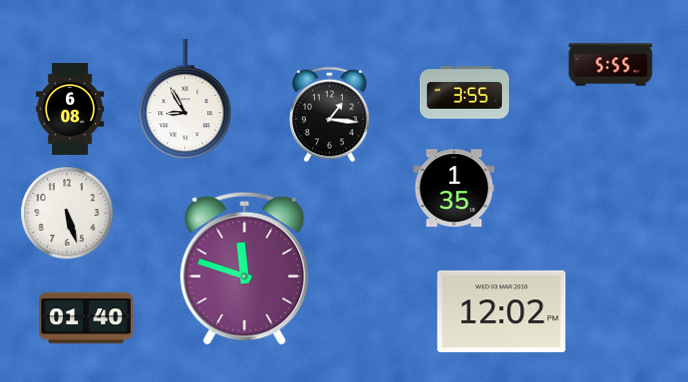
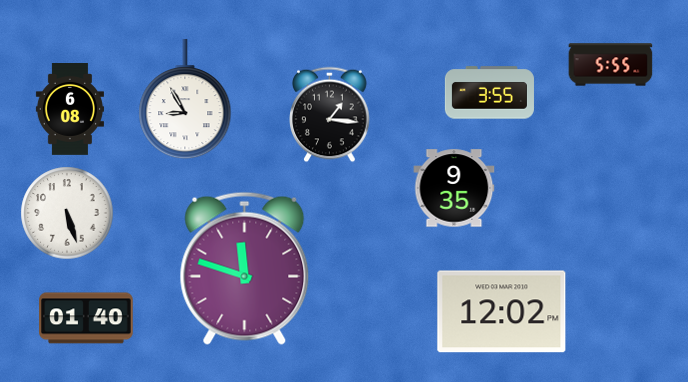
clock at (464, 93) position: (464, 93) -> (489, 93)
clock at (454, 188): 1:35 -> 9:35
